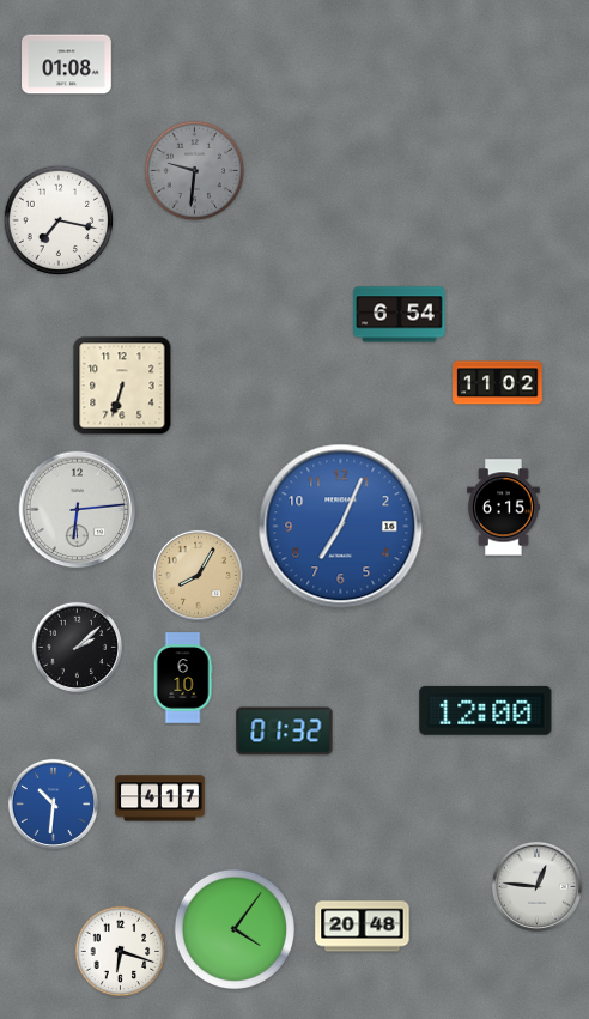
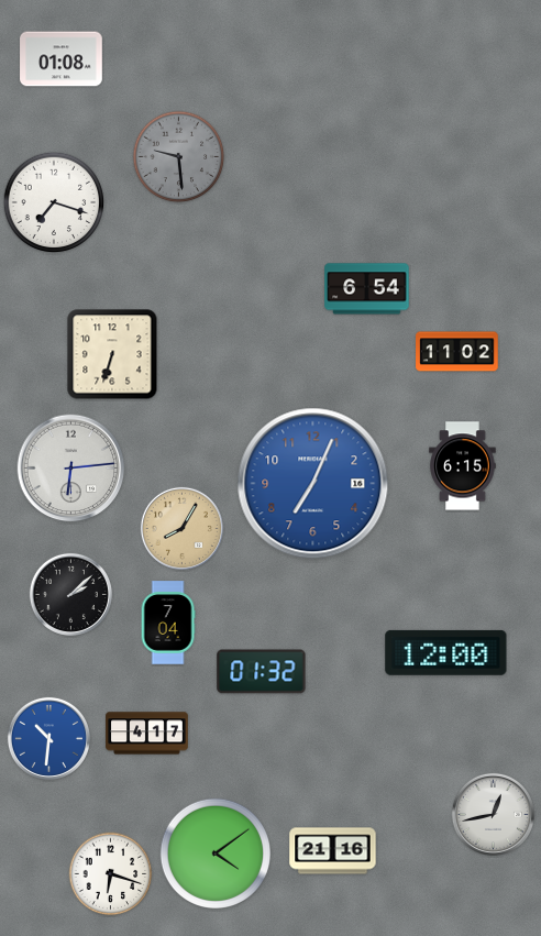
clock at (195, 171): 9:31 -> 9:29
clock at (59, 220): 7:17 -> 7:18
clock at (183, 678): 6:10 -> 7:04
clock at (536, 886): 12:46 -> 12:43
clock at (363, 927): 20:48 -> 21:16
clock at (233, 928): 4:06 -> 4:09
